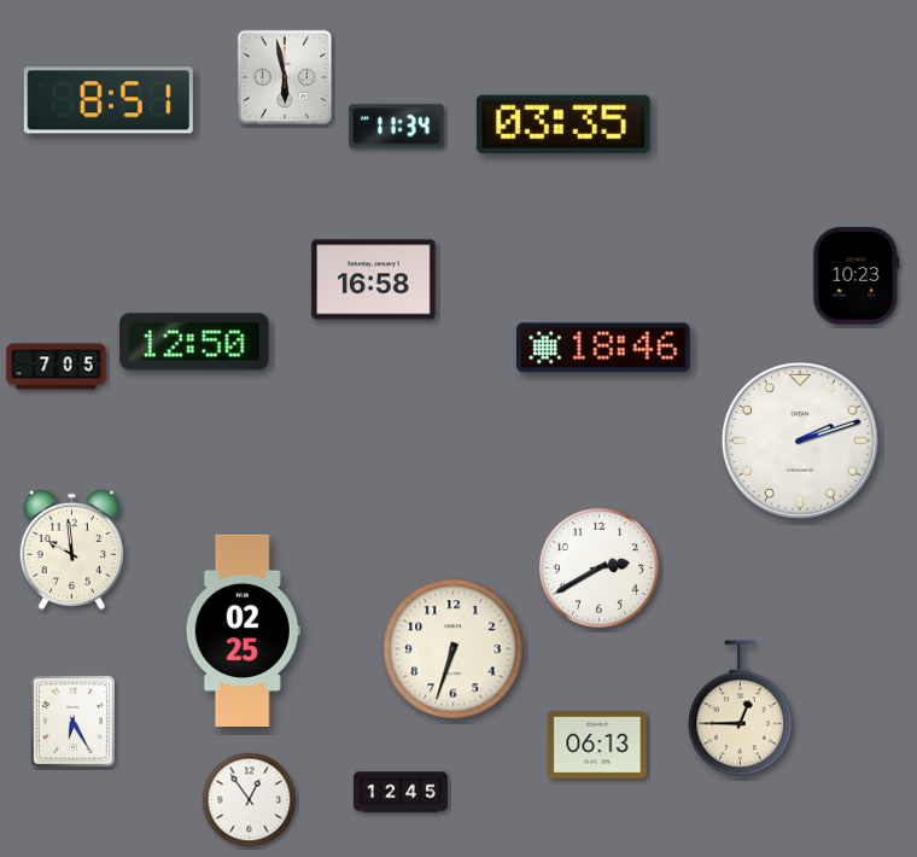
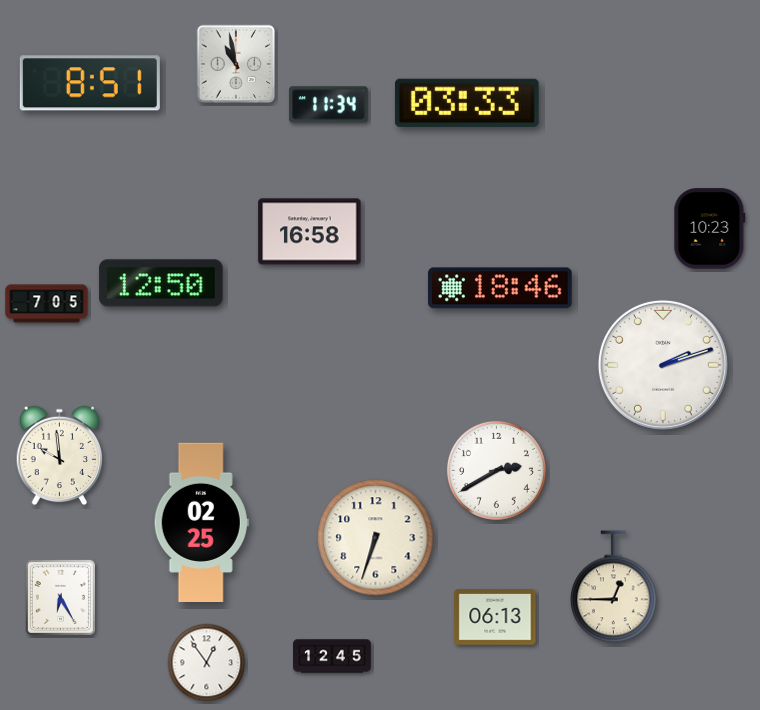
clock at (285, 77): 5:58 -> 10:58
clock at (563, 124): 03:35 -> 03:33
